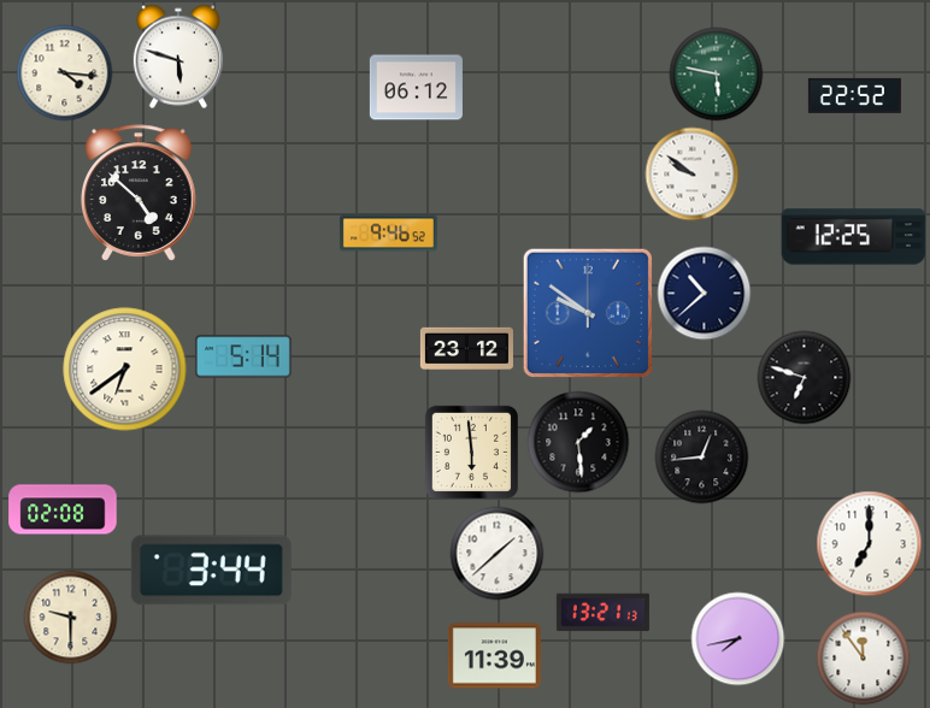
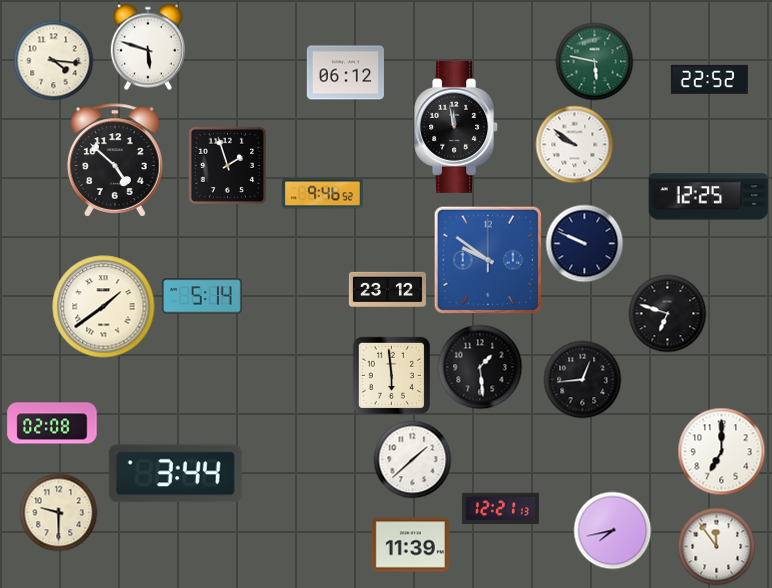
clock at (457, 127): none -> 11:58
clock at (227, 165): none -> 1:57
clock at (704, 293): 10:38 -> 9:49
clock at (125, 370): 6:39 -> 1:39
clock at (602, 613): 13:21 -> 12:21
